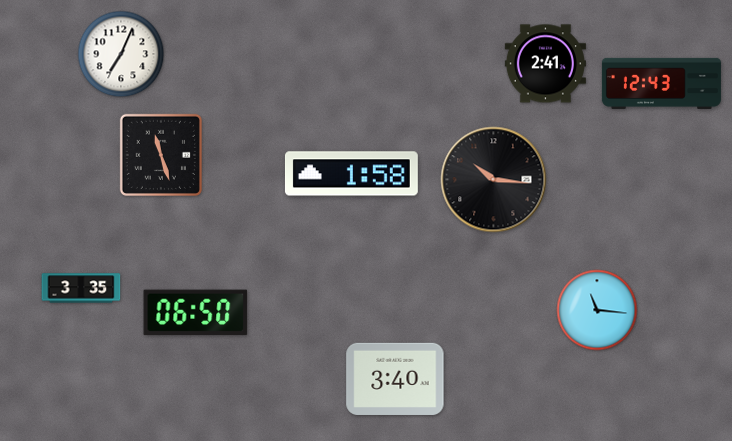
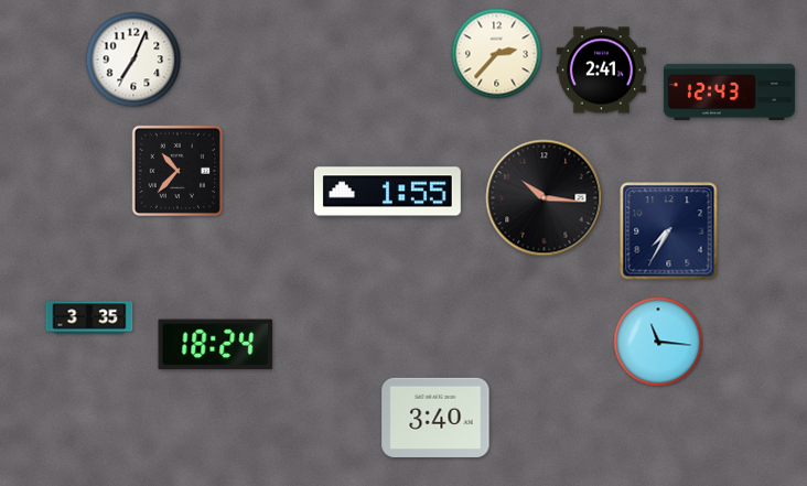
clock at (497, 54): none -> 2:37
clock at (161, 155): 11:27 -> 10:37
clock at (351, 174): 1:58 -> 1:55
clock at (669, 231): none -> 7:35
clock at (196, 313): 06:50 -> 18:24
